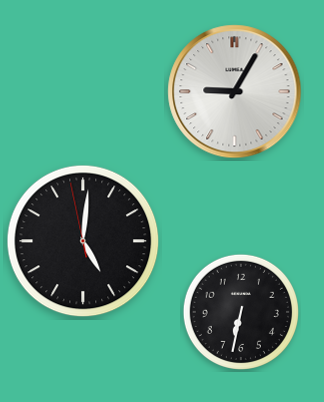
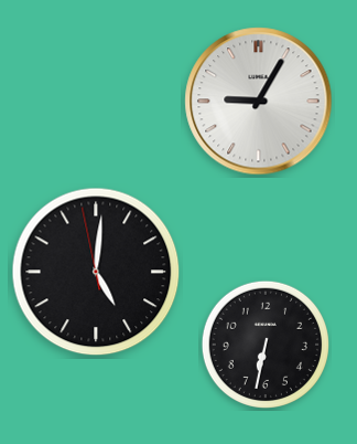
clock at (83, 241) position: (83, 241) -> (96, 272)
